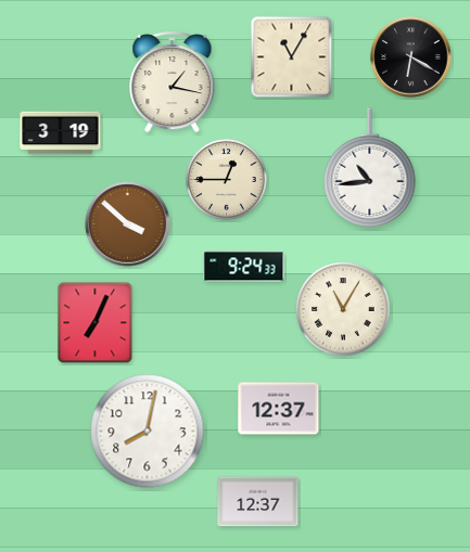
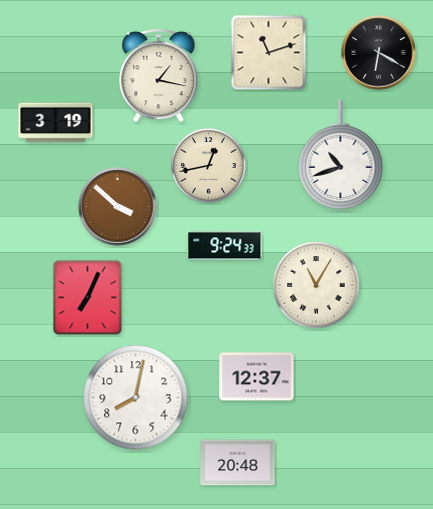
clock at (292, 57): 11:05 -> 11:12
clock at (370, 168): 10:44 -> 10:42
clock at (227, 180): 12:45 -> 12:43
clock at (258, 502): 12:37 -> 20:48
